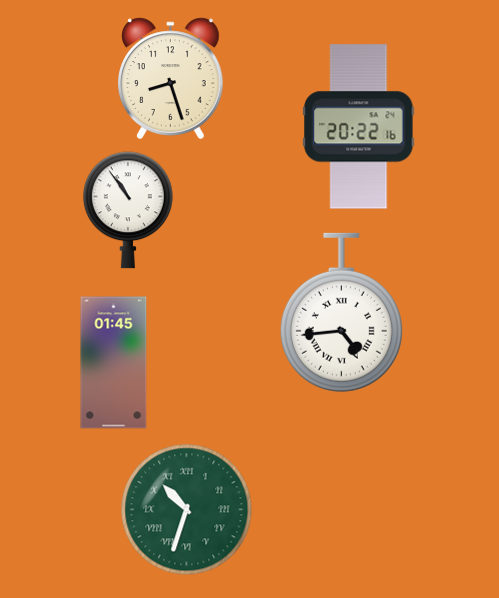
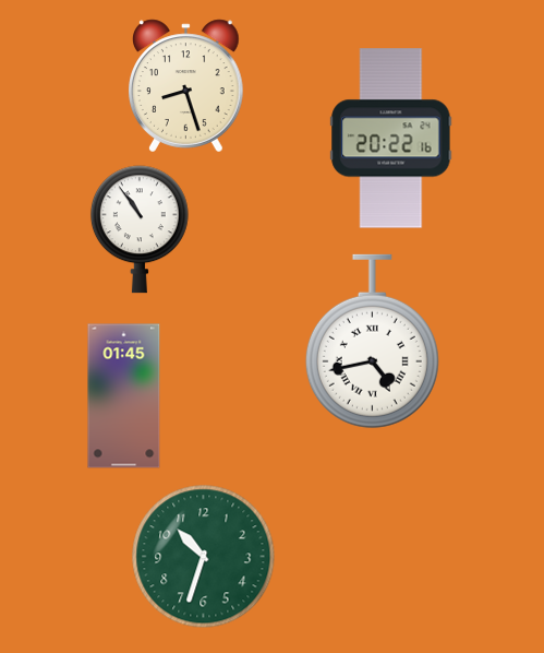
clock at (341, 313): 4:44 -> 4:43
clock at (187, 510) numerals: Roman -> Arabic
